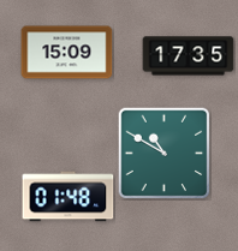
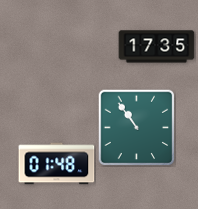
clock at (67, 53): 15:09 -> none
clock at (163, 153): 10:50 -> 10:54
